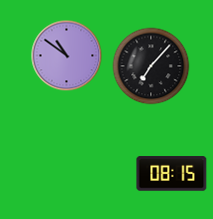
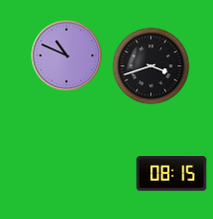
clock at (67, 56): 10:51 -> 10:49
clock at (151, 66): 7:07 -> 3:42
